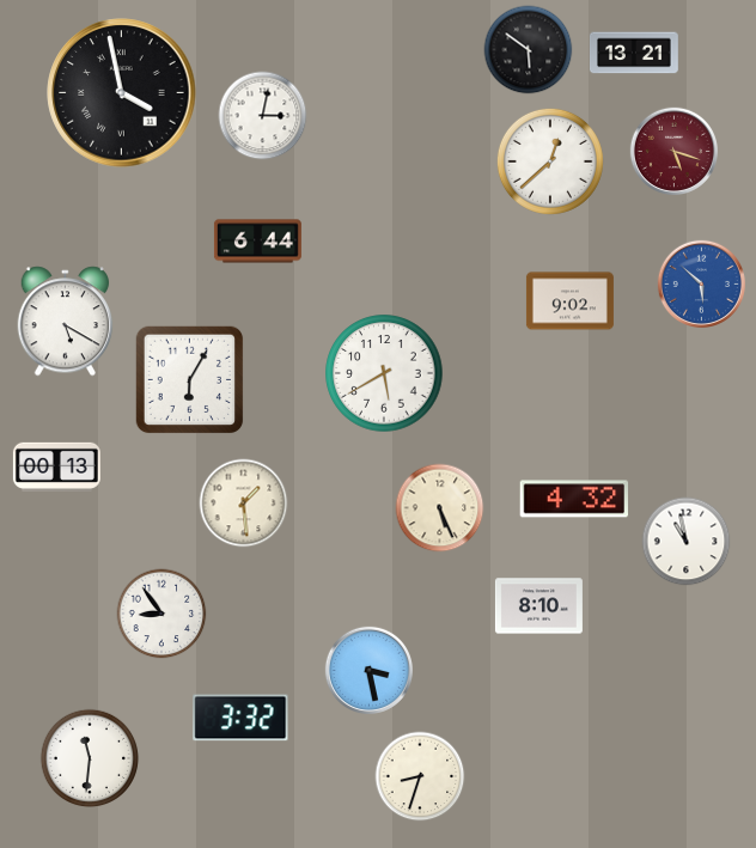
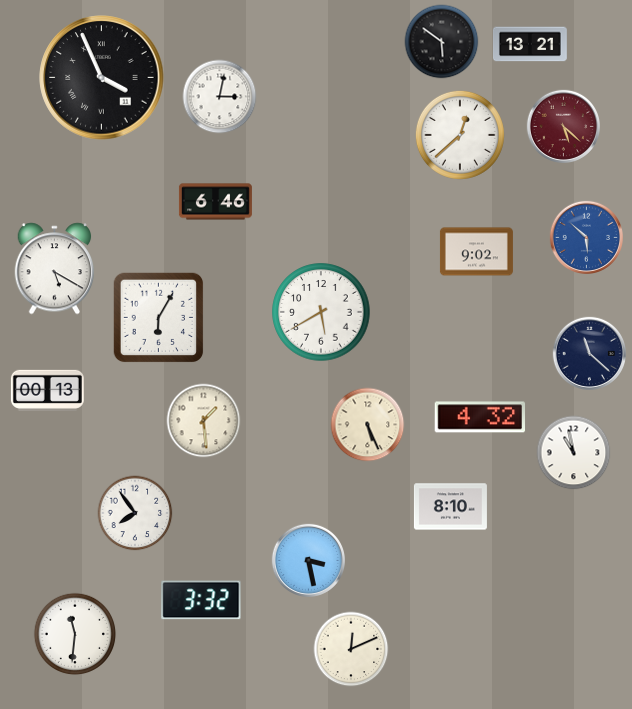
clock at (122, 93): 3:58 -> 3:56
clock at (673, 151): 5:18 -> 5:22
clock at (257, 242): 6:44 -> 6:46
clock at (589, 353): none -> 11:22
clock at (161, 614): 8:54 -> 7:54
clock at (420, 776): 8:33 -> 12:11
